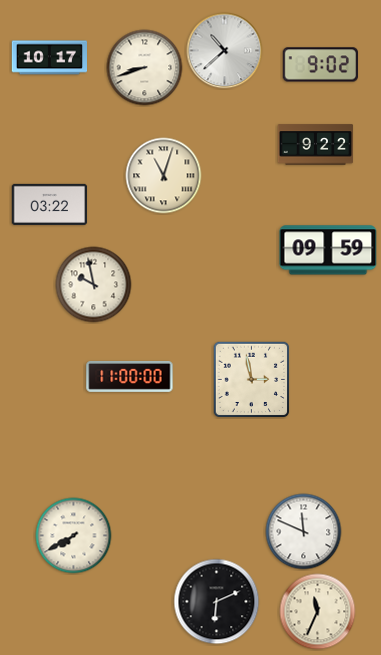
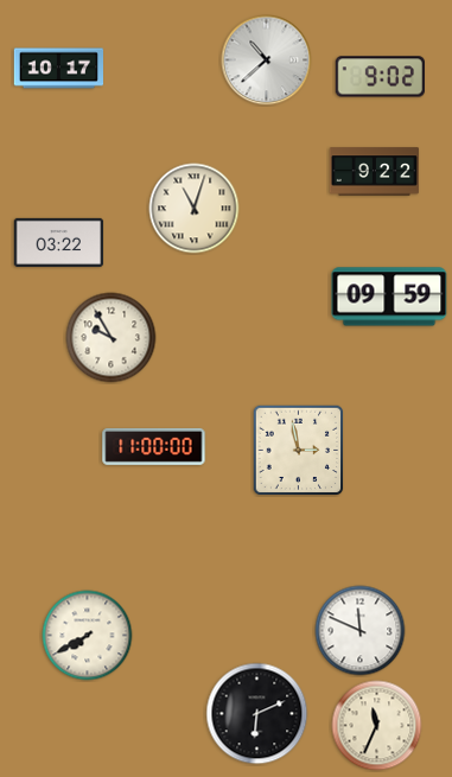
clock at (145, 68): 8:42 -> none
clock at (94, 285): 9:58 -> 9:55
